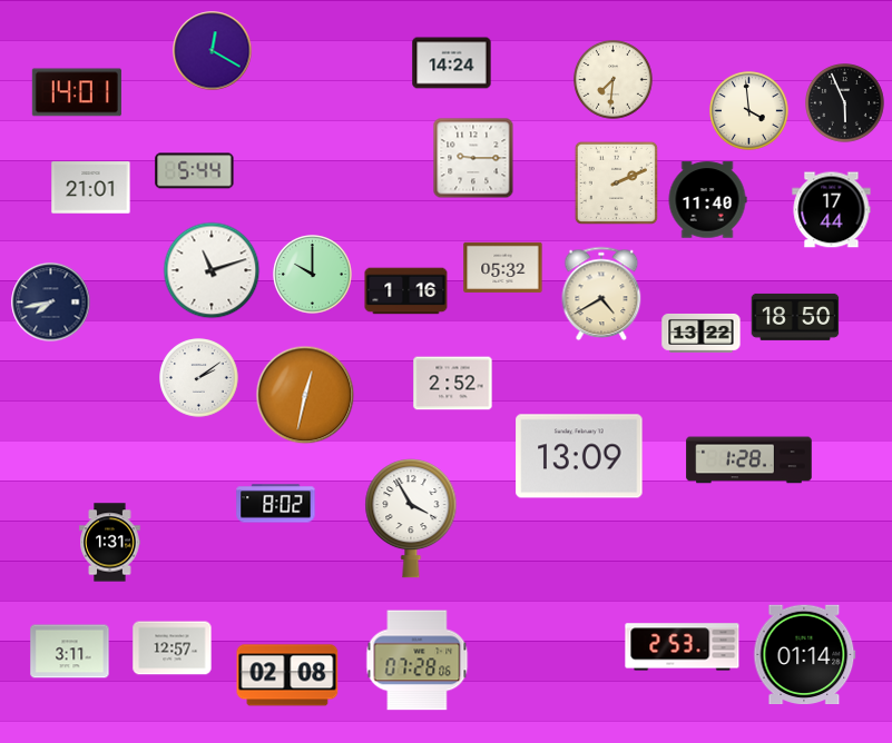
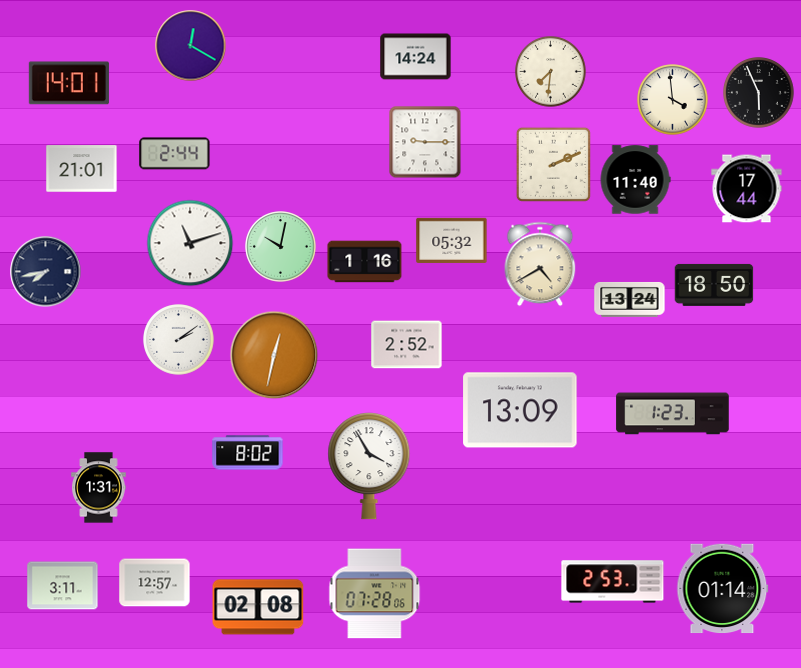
clock at (452, 63) position: (452, 63) -> (416, 57)
clock at (195, 171): 5:44 -> 2:44
clock at (313, 275): 10:00 -> 10:02
clock at (702, 333): 13:22 -> 13:24
clock at (749, 460): 1:28 -> 1:23
